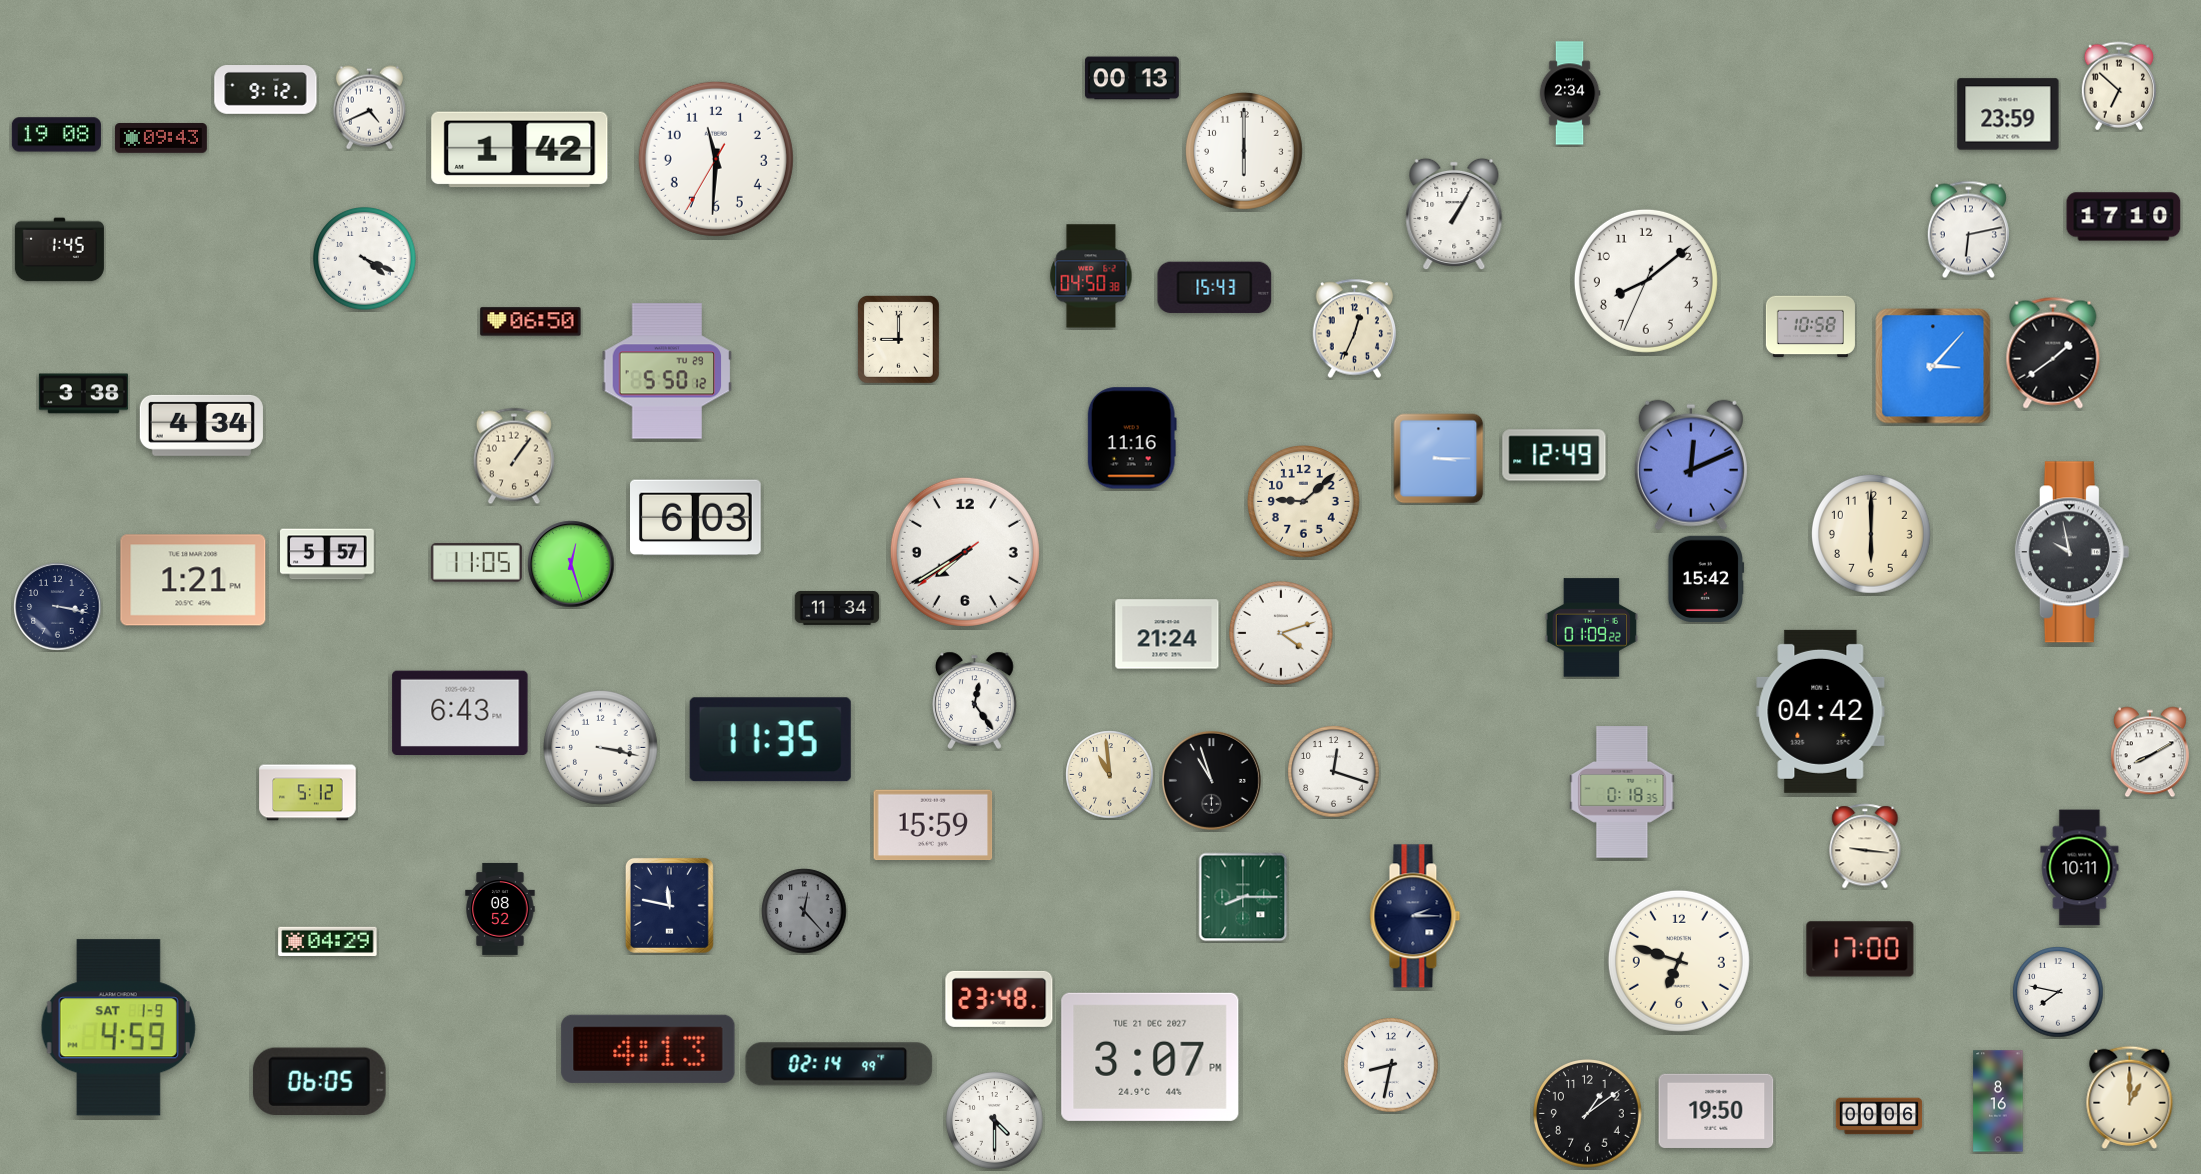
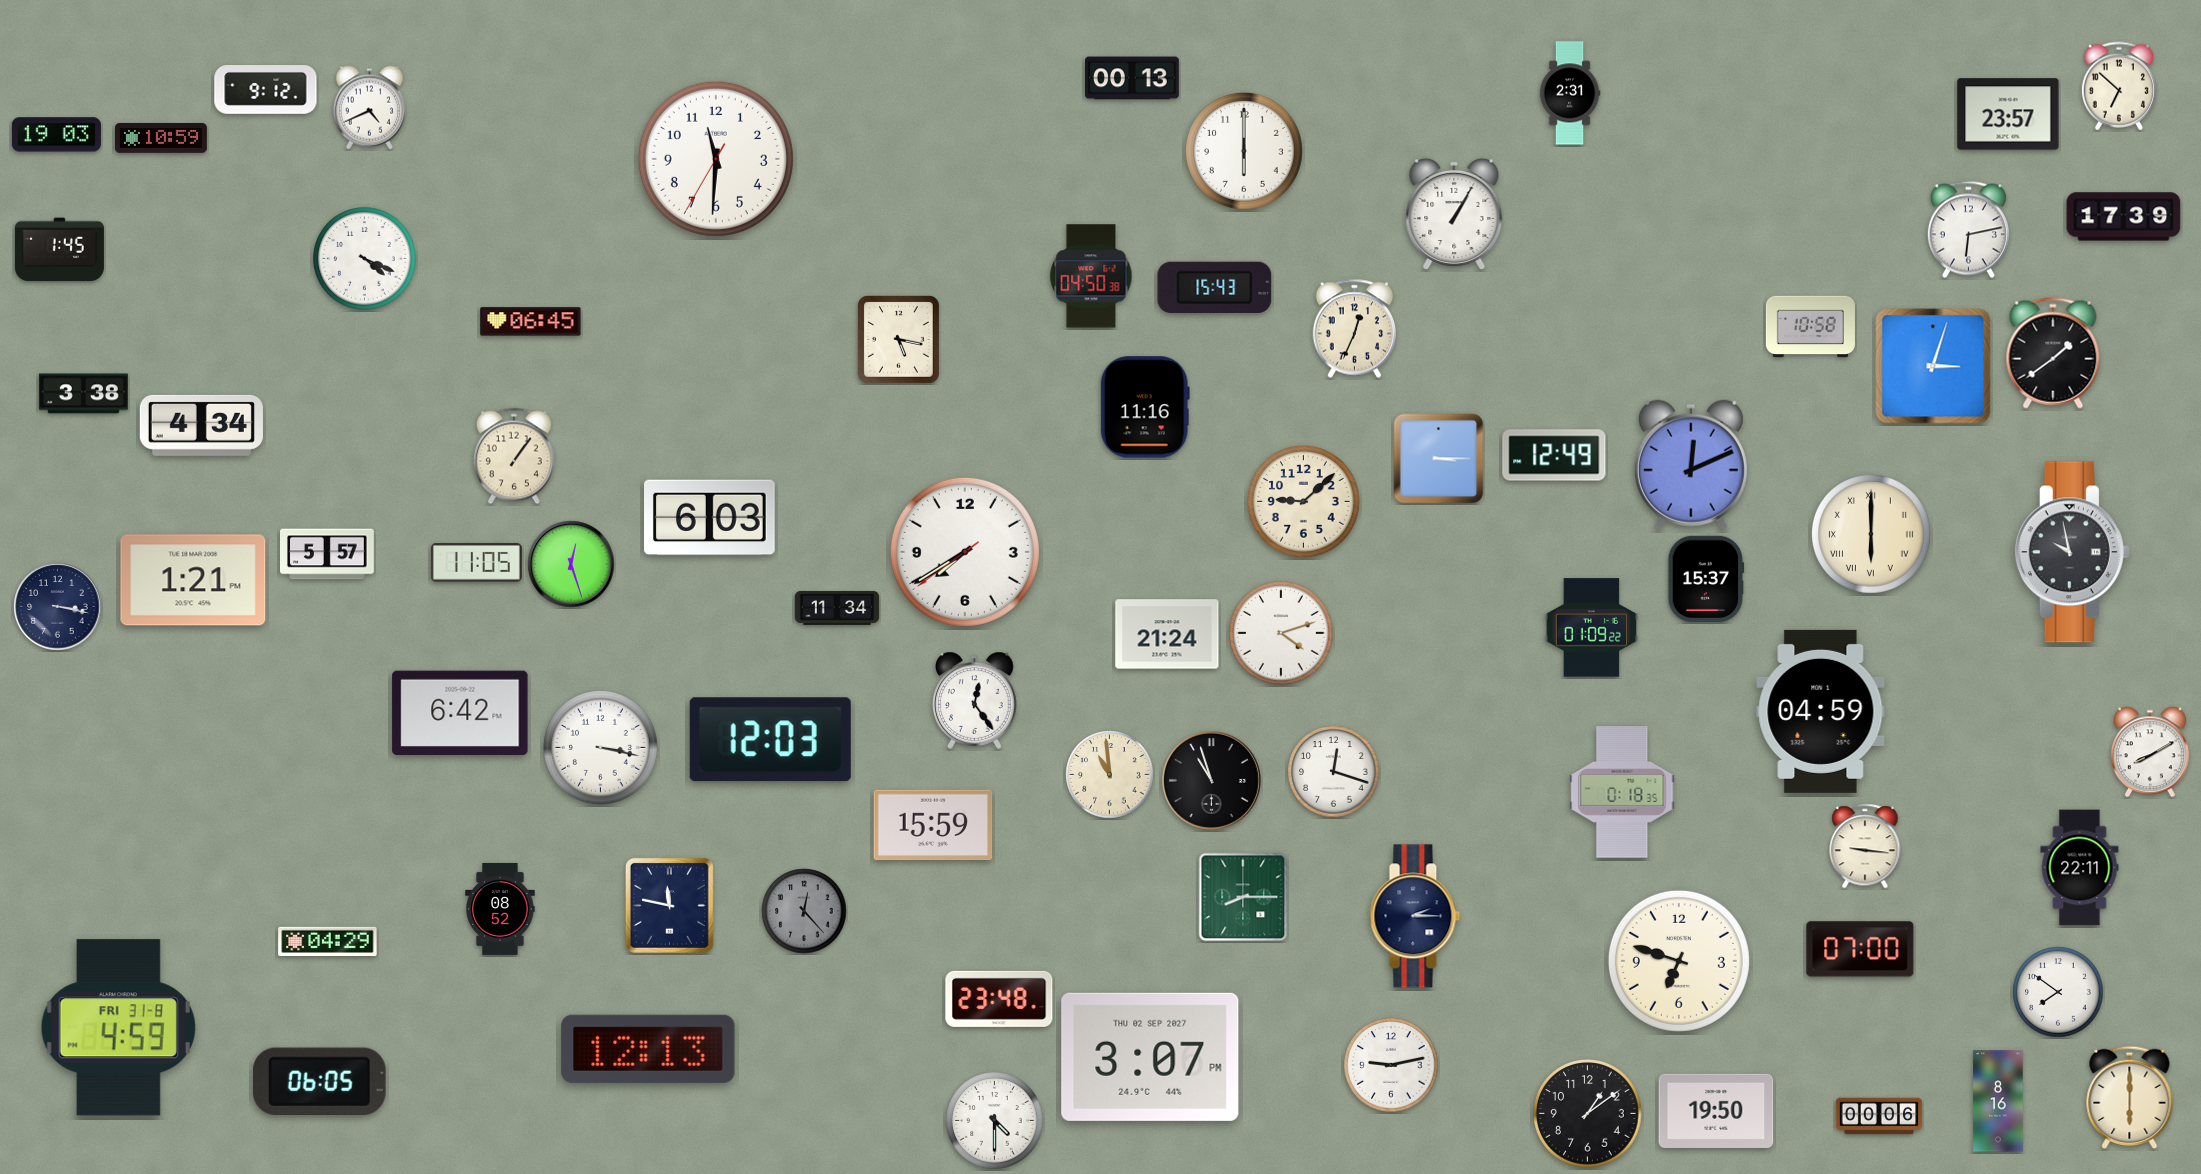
clock at (1570, 93): 2:34 -> 2:31
clock at (2008, 114): 23:59 -> 23:57
clock at (56, 135): 19:08 -> 19:03
clock at (161, 139): 09:43 -> 10:59
clock at (520, 150): 1:42 -> none
clock at (2124, 217): 17:10 -> 17:39
clock at (1646, 281): 8:08 -> none
clock at (531, 322): 06:50 -> 06:45
clock at (899, 340): 9:00 -> 5:17
clock at (1933, 366): 3:07 -> 3:03
clock at (667, 371): 5:50 -> none
clock at (1132, 438) position: (1132, 438) -> (1145, 407)
clock at (696, 518) position: (696, 518) -> (710, 518)
clock at (1871, 534) numerals: Arabic -> Roman
clock at (1706, 578): 15:42 -> 15:37
clock at (1821, 711): 04:42 -> 04:59
clock at (460, 712): 6:43 -> 6:42
clock at (770, 740): 11:35 -> 12:03
clock at (308, 793): 5:12 -> none
clock at (2080, 868): 10:11 -> 22:11
clock at (1860, 949): 17:00 -> 07:00
clock at (2058, 992): 7:47 -> 7:51
clock at (118, 1028) date: SAT 1-9 -> FRI 31-8
clock at (648, 1049): 4:13 -> 12:13
clock at (1150, 1057) date: TUE 21 DEC 2027 -> THU 02 SEP 2027
clock at (839, 1064): 02:14 -> none
clock at (1391, 1065): 8:32 -> 9:13
clock at (2130, 1097): 1:00 -> 6:00
